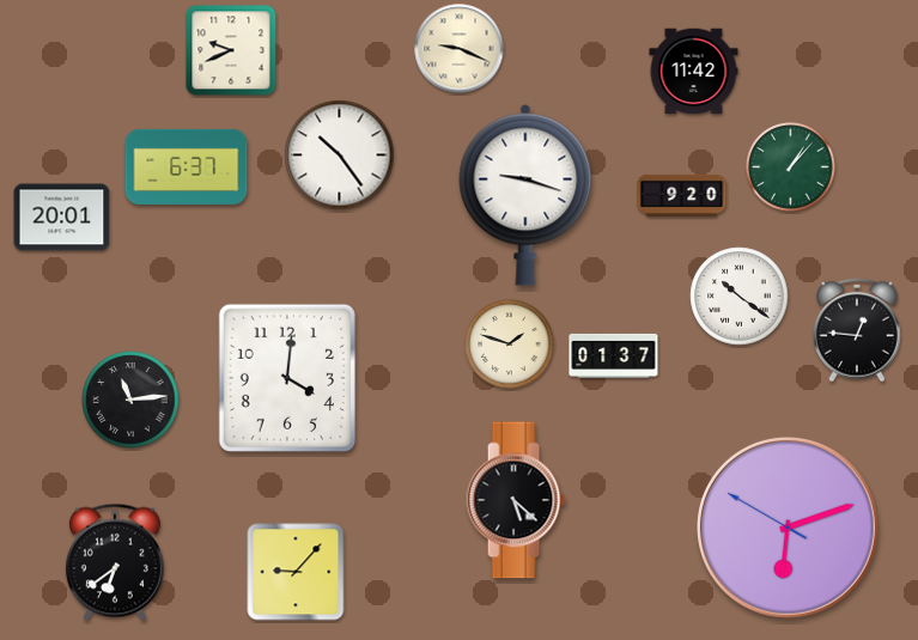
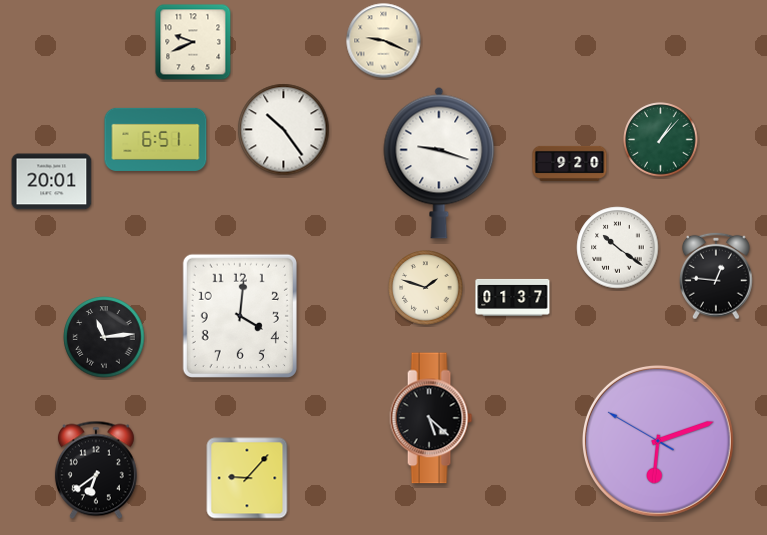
clock at (694, 72): 11:42 -> none
clock at (187, 166): 6:37 -> 6:51
clock at (130, 400) position: (130, 400) -> (104, 337)
